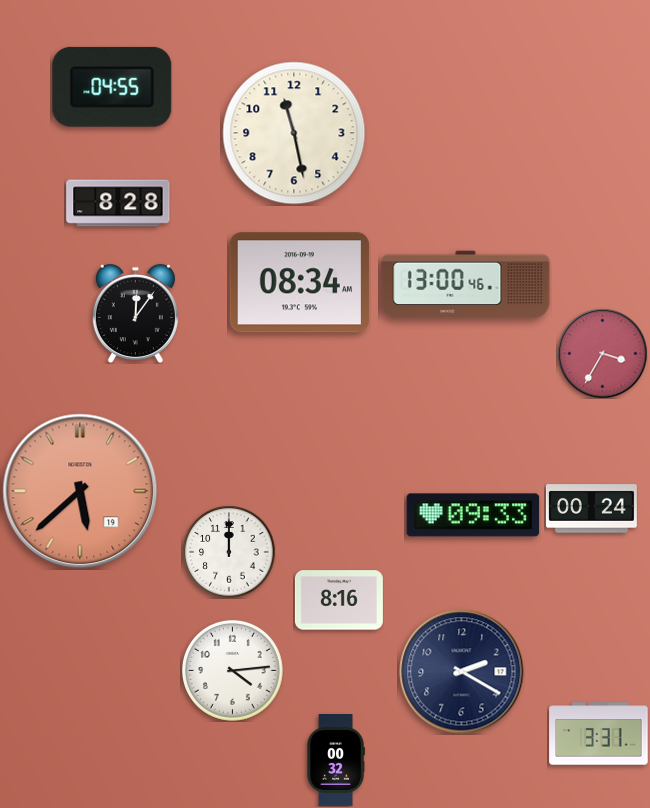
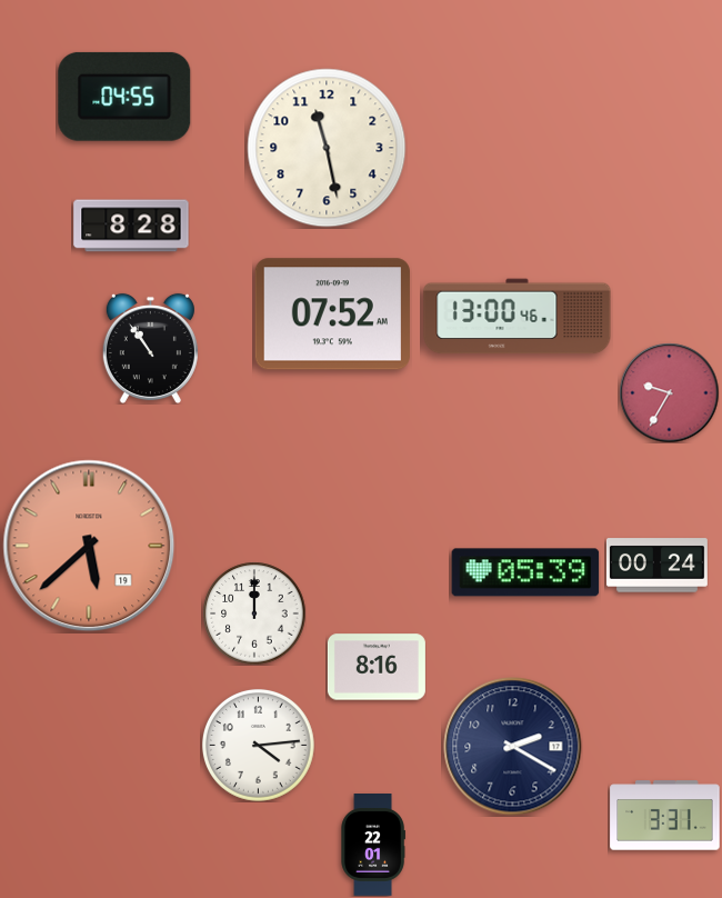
clock at (299, 283): 08:34 -> 07:52
clock at (135, 313): 12:06 -> 10:54
clock at (602, 353): 3:35 -> 9:35
clock at (473, 515): 09:33 -> 05:39
clock at (336, 761): 00:32 -> 22:01
